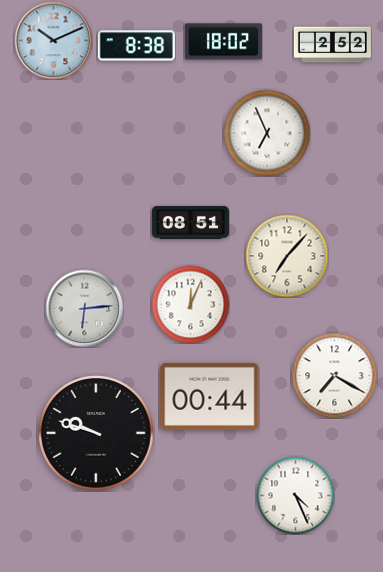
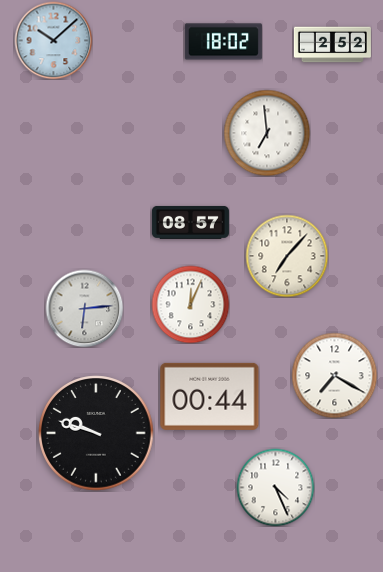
clock at (53, 40): 10:11 -> 10:08
clock at (136, 46): 8:38 -> none
clock at (267, 133): 6:56 -> 6:59
clock at (190, 222): 08:51 -> 08:57
clock at (295, 495) position: (295, 495) -> (275, 487)
